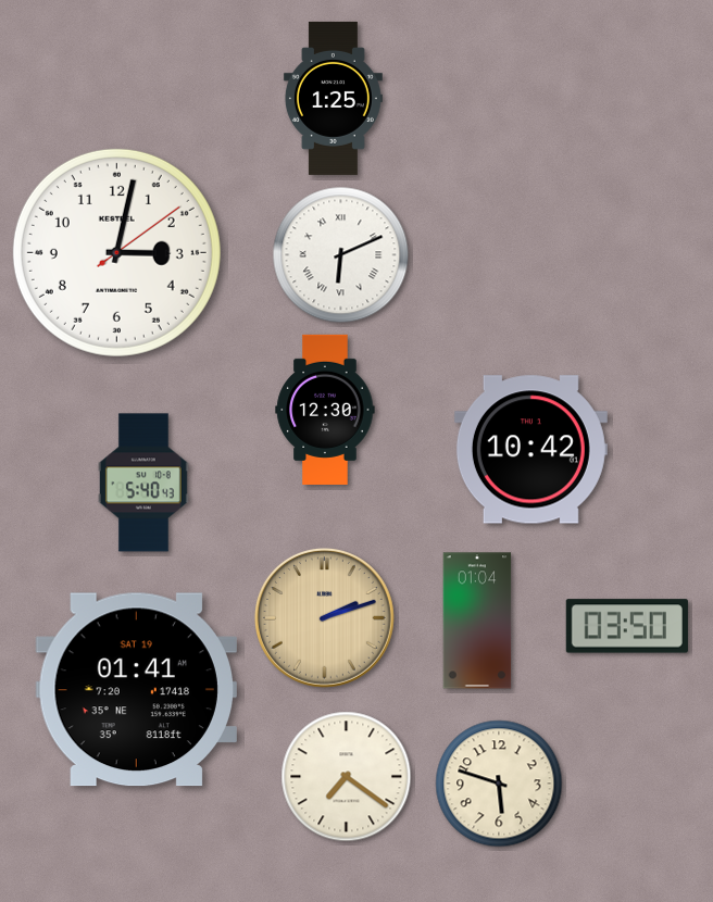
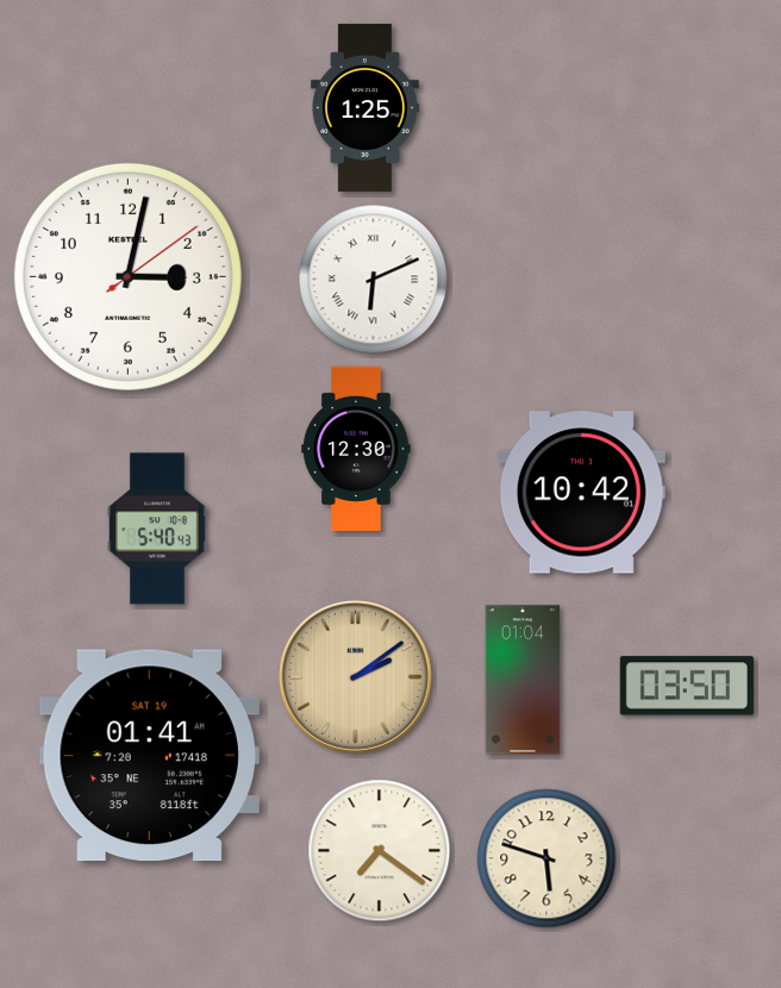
clock at (324, 617): 2:12 -> 2:09
